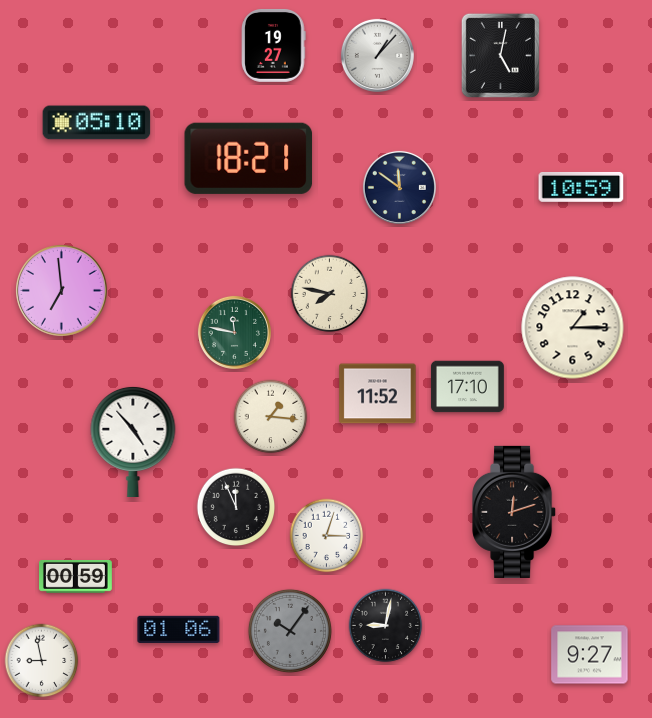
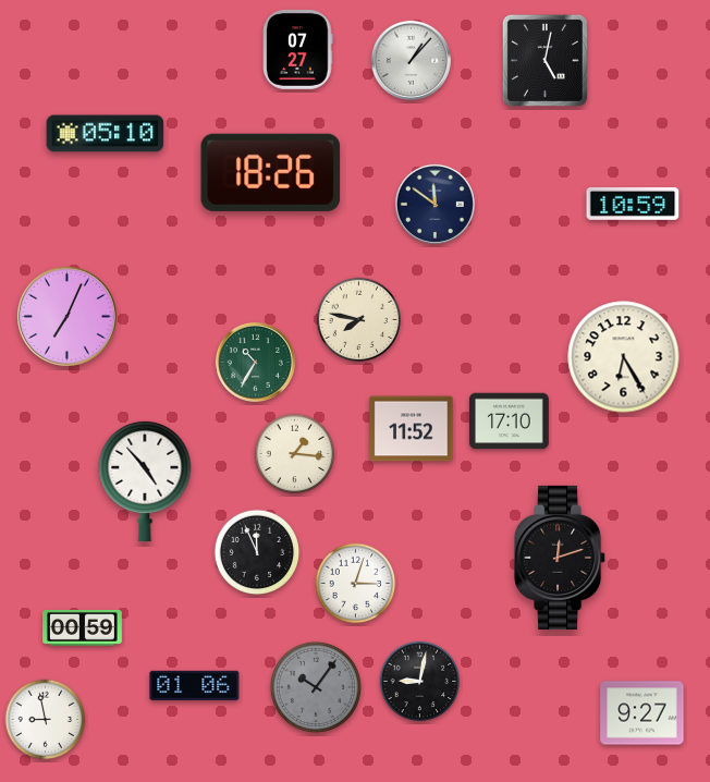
clock at (274, 45): 19:27 -> 07:27
clock at (249, 158): 18:21 -> 18:26
clock at (62, 291): 6:59 -> 7:04
clock at (573, 328): 1:15 -> 6:25
clock at (234, 332): 11:47 -> 10:35
